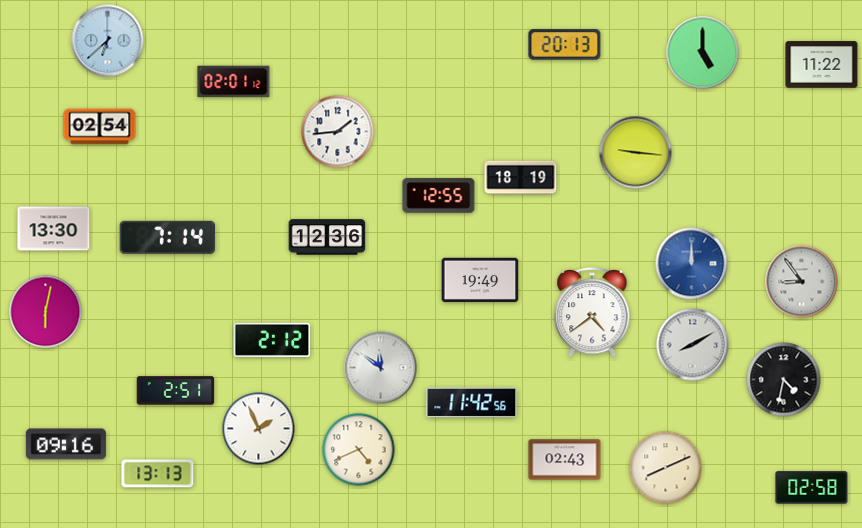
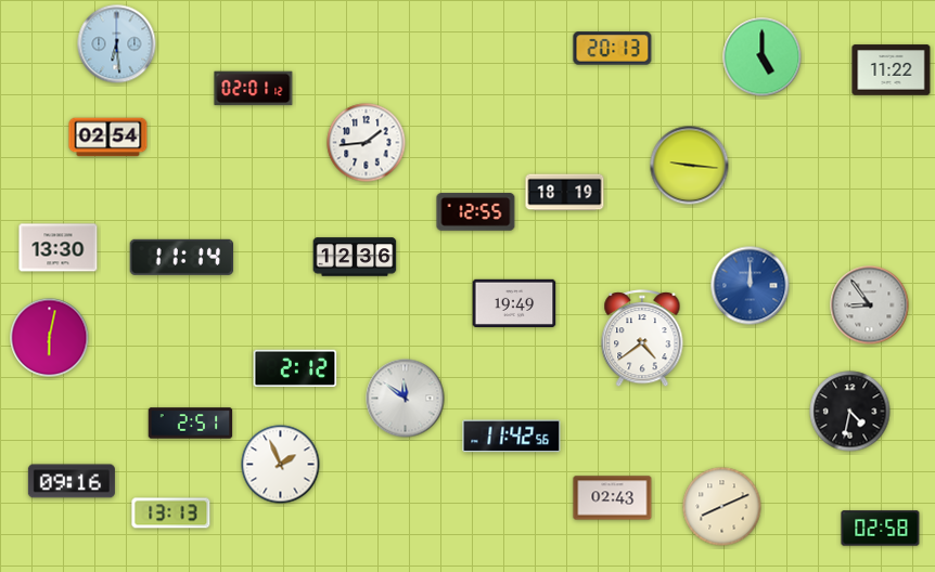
clock at (108, 41): 6:38 -> 6:29
clock at (168, 237): 7:14 -> 11:14
clock at (480, 279) position: (480, 279) -> (514, 302)
clock at (693, 345): 8:10 -> none
clock at (381, 368) position: (381, 368) -> (406, 399)
clock at (359, 450): 4:41 -> none
